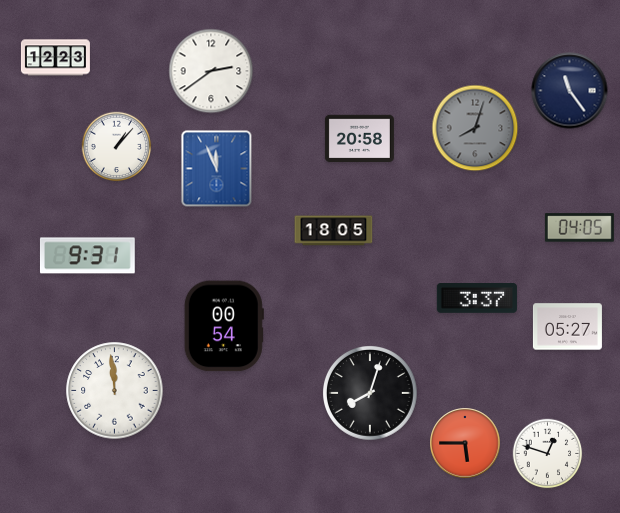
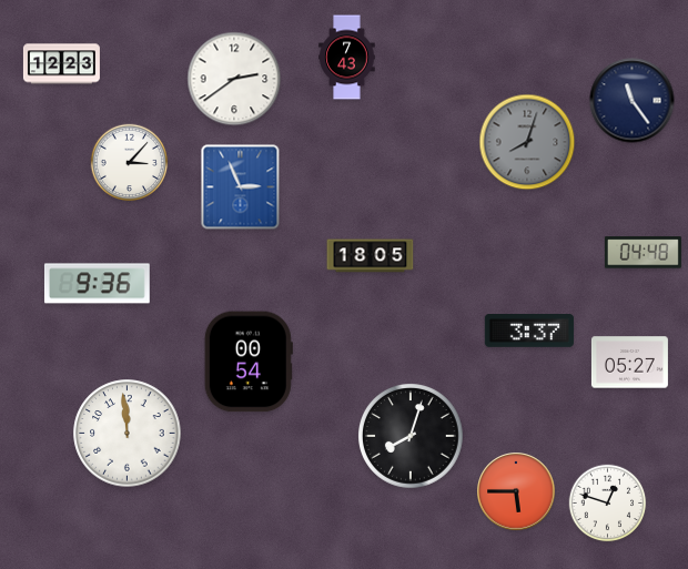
clock at (347, 58): none -> 7:43
clock at (359, 139): 20:58 -> none
clock at (117, 147): 1:07 -> 3:07
clock at (217, 169): 11:56 -> 2:56
clock at (579, 228): 04:05 -> 04:48
clock at (87, 256): 9:31 -> 9:36
